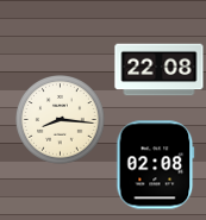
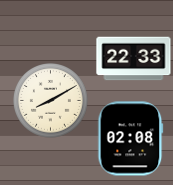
clock at (160, 70): 22:08 -> 22:33
clock at (61, 120): 8:16 -> 8:10
